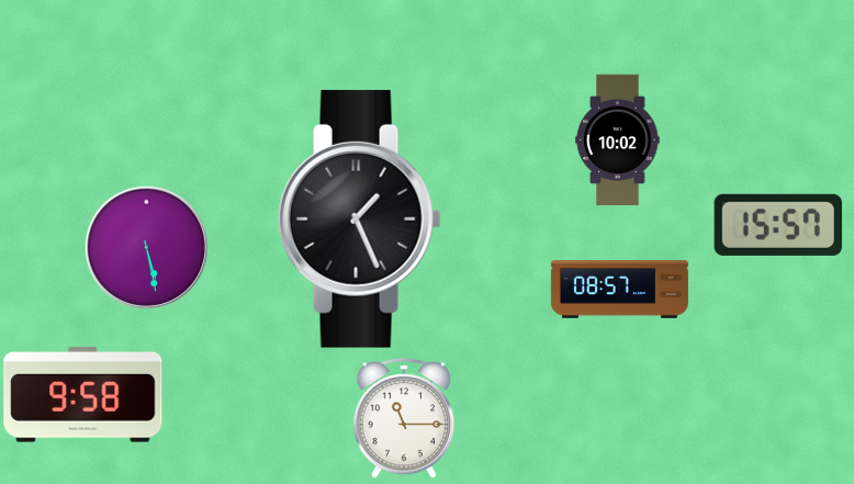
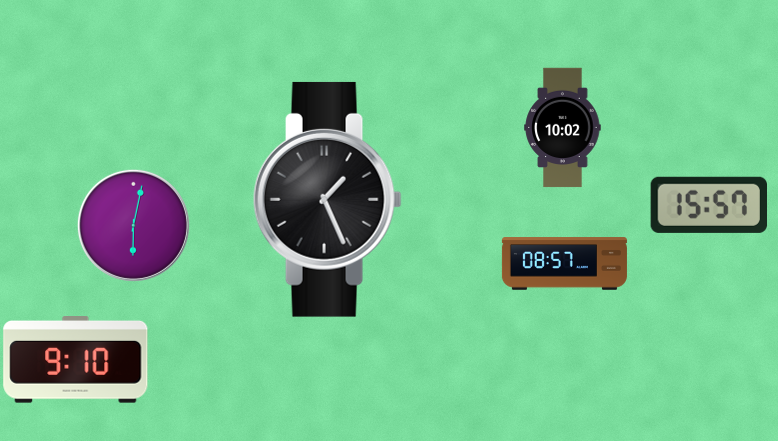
clock at (146, 247): 5:28 -> 6:02
clock at (83, 395): 9:58 -> 9:10
clock at (403, 419): 11:15 -> none
